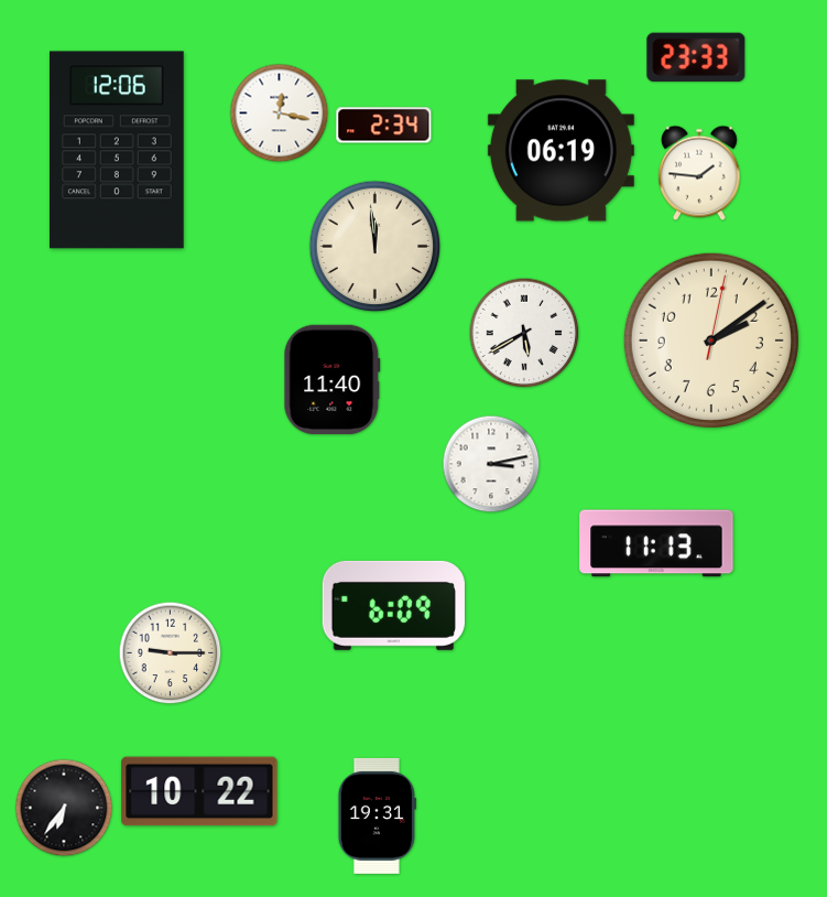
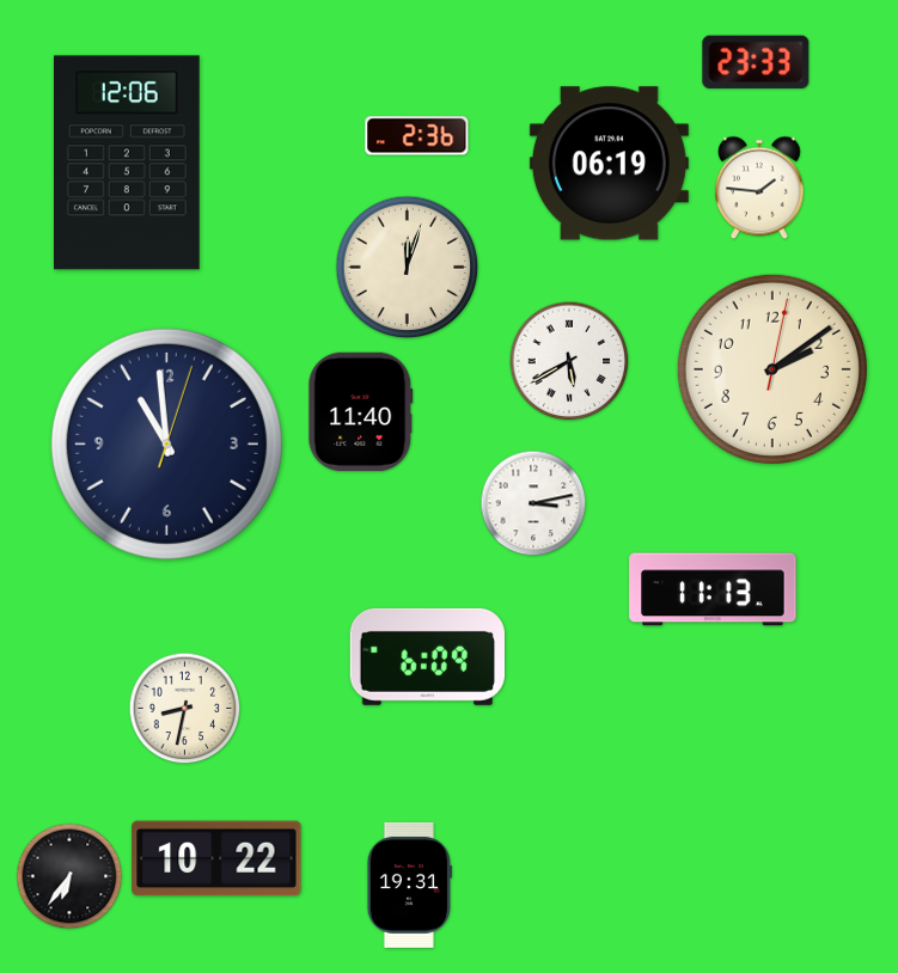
clock at (280, 114): 12:17 -> none
clock at (384, 126): 2:34 -> 2:36
clock at (376, 247): 11:59 -> 12:03
clock at (166, 443): none -> 10:59
clock at (171, 653): 9:15 -> 8:32
